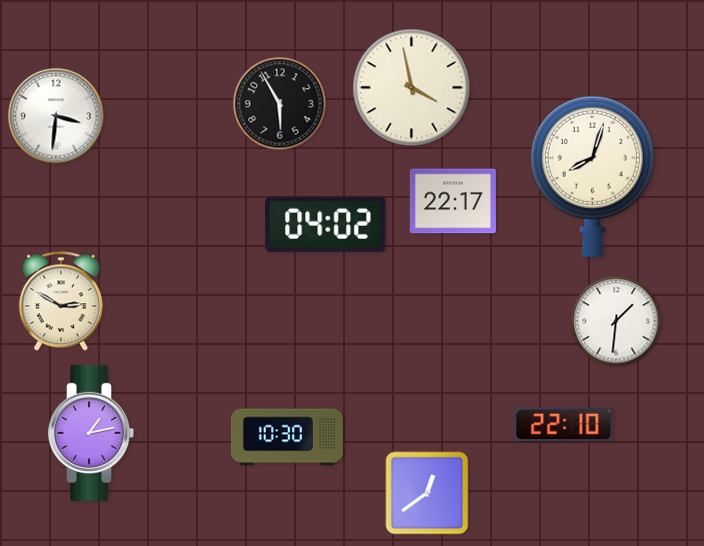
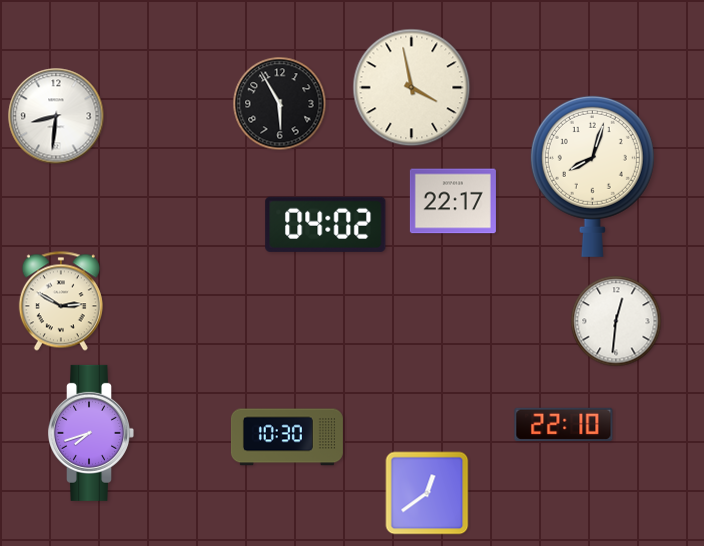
clock at (56, 116): 3:31 -> 8:31
clock at (616, 321): 1:31 -> 12:31
clock at (91, 433): 1:13 -> 7:42
